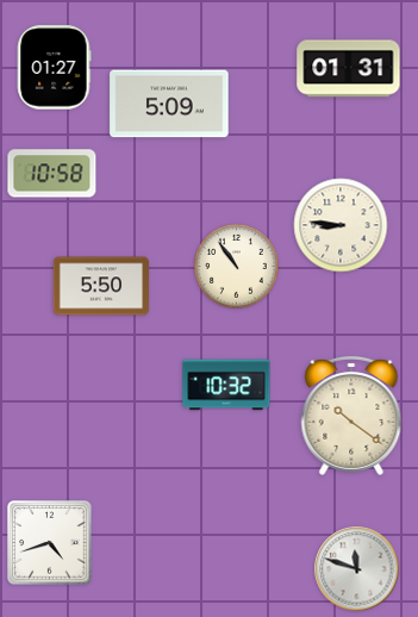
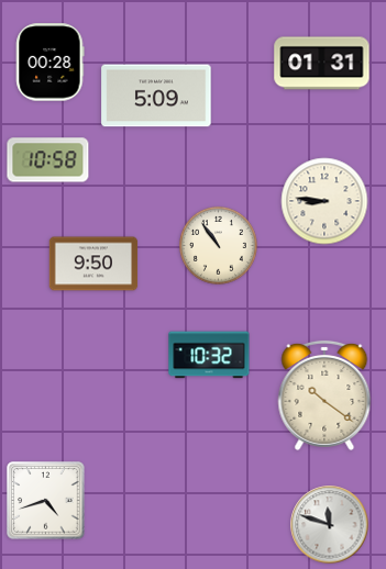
clock at (55, 68): 01:27 -> 00:28
clock at (341, 225) position: (341, 225) -> (324, 201)
clock at (101, 286): 5:50 -> 9:50
clock at (351, 416) position: (351, 416) -> (324, 395)
